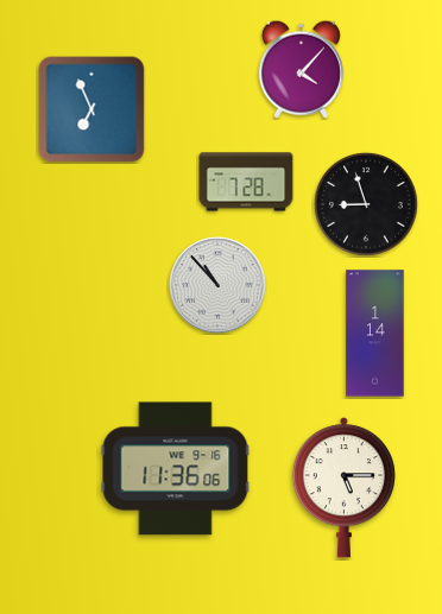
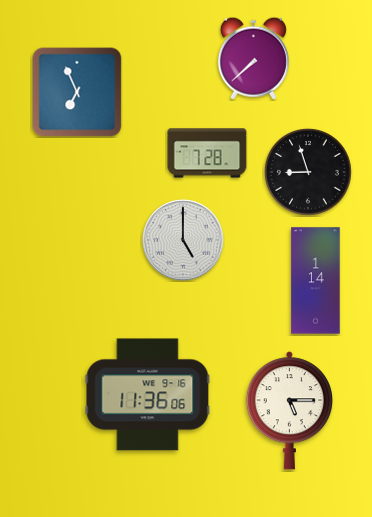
clock at (301, 69): 4:07 -> 7:38
clock at (217, 285): 10:53 -> 5:00
